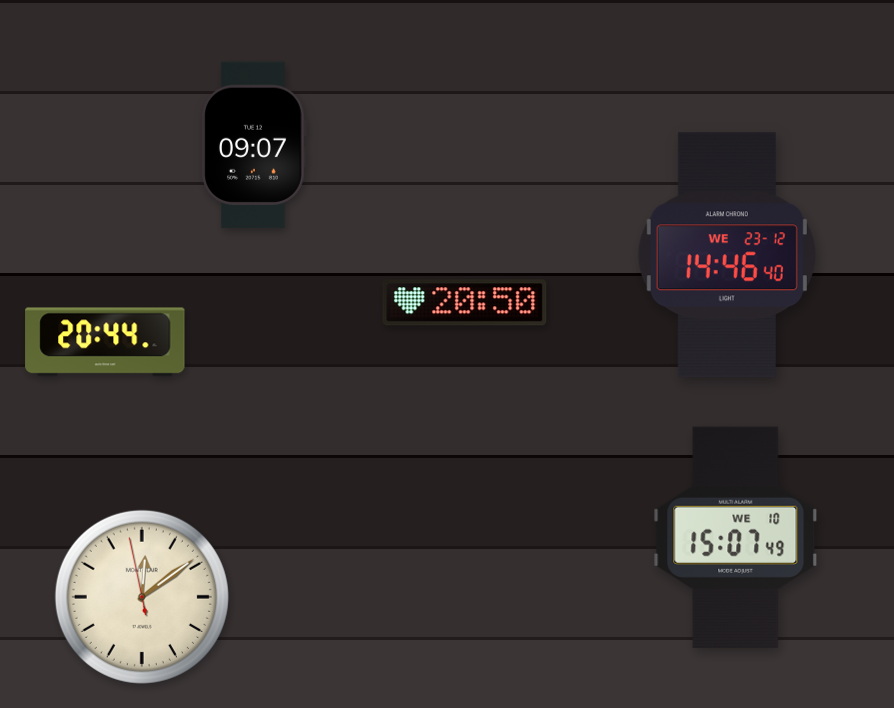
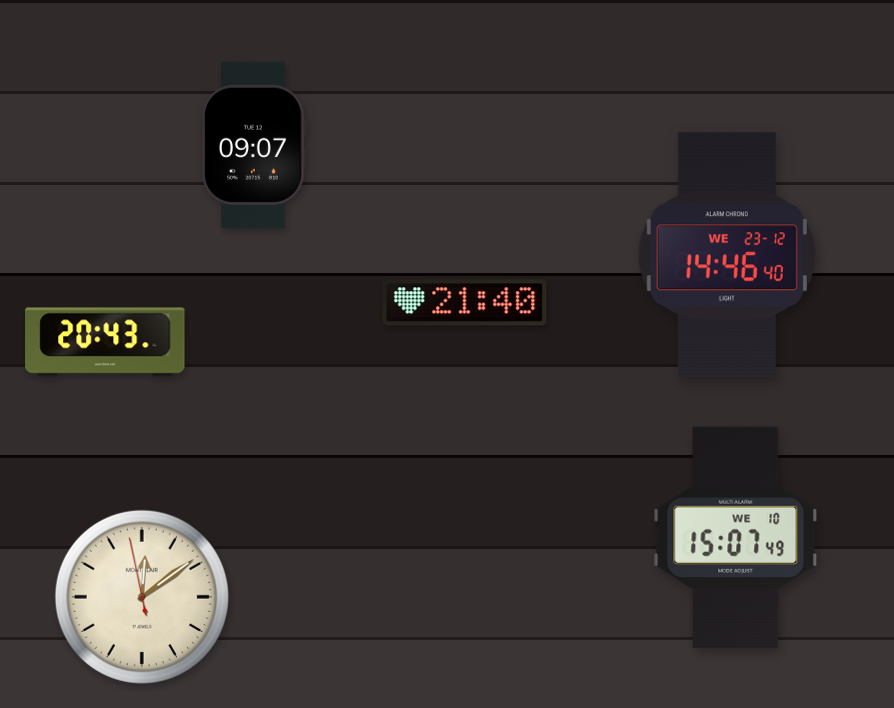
clock at (465, 303): 20:50 -> 21:40
clock at (105, 342): 20:44 -> 20:43
